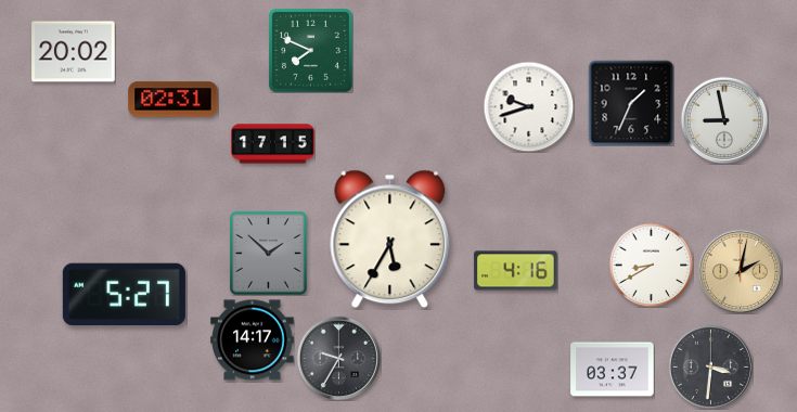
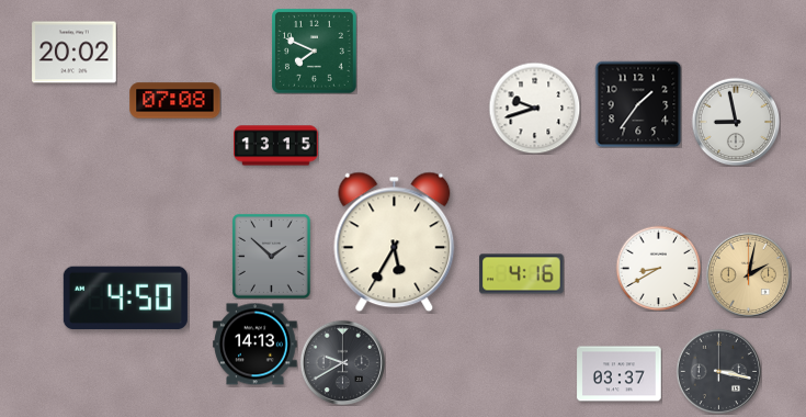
clock at (173, 100): 02:31 -> 07:08
clock at (631, 103): 1:34 -> 1:36
clock at (724, 120) position: (724, 120) -> (736, 122)
clock at (273, 144): 17:15 -> 13:15
clock at (124, 294): 5:27 -> 4:50
clock at (253, 340): 14:17 -> 14:13
clock at (338, 358): 9:35 -> 9:40
clock at (710, 366): 3:31 -> 3:17
